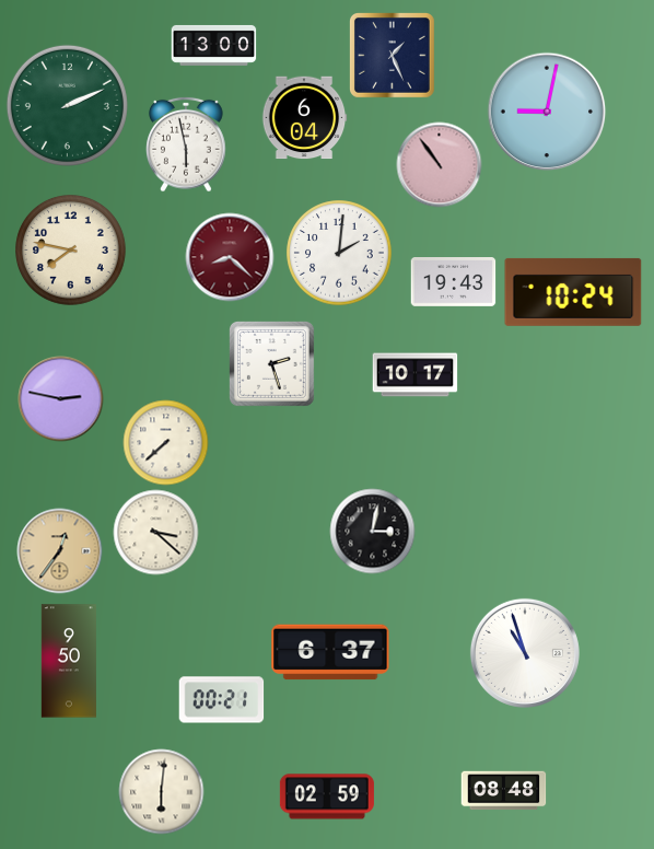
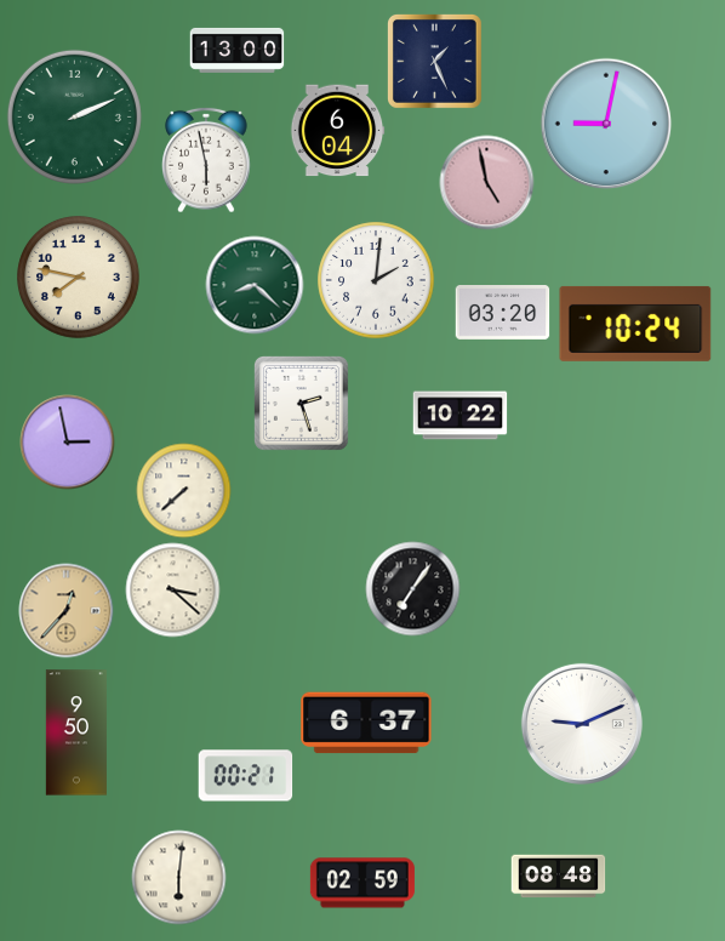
clock at (439, 164): 10:54 -> 4:58
clock at (230, 257) dial: burgundy -> green
clock at (453, 282): 19:43 -> 03:20
clock at (414, 375): 10:17 -> 10:22
clock at (60, 398): 2:47 -> 2:58
clock at (372, 531): 3:02 -> 7:06
clock at (59, 550): 12:36 -> 12:37
clock at (525, 653): 10:57 -> 9:11
